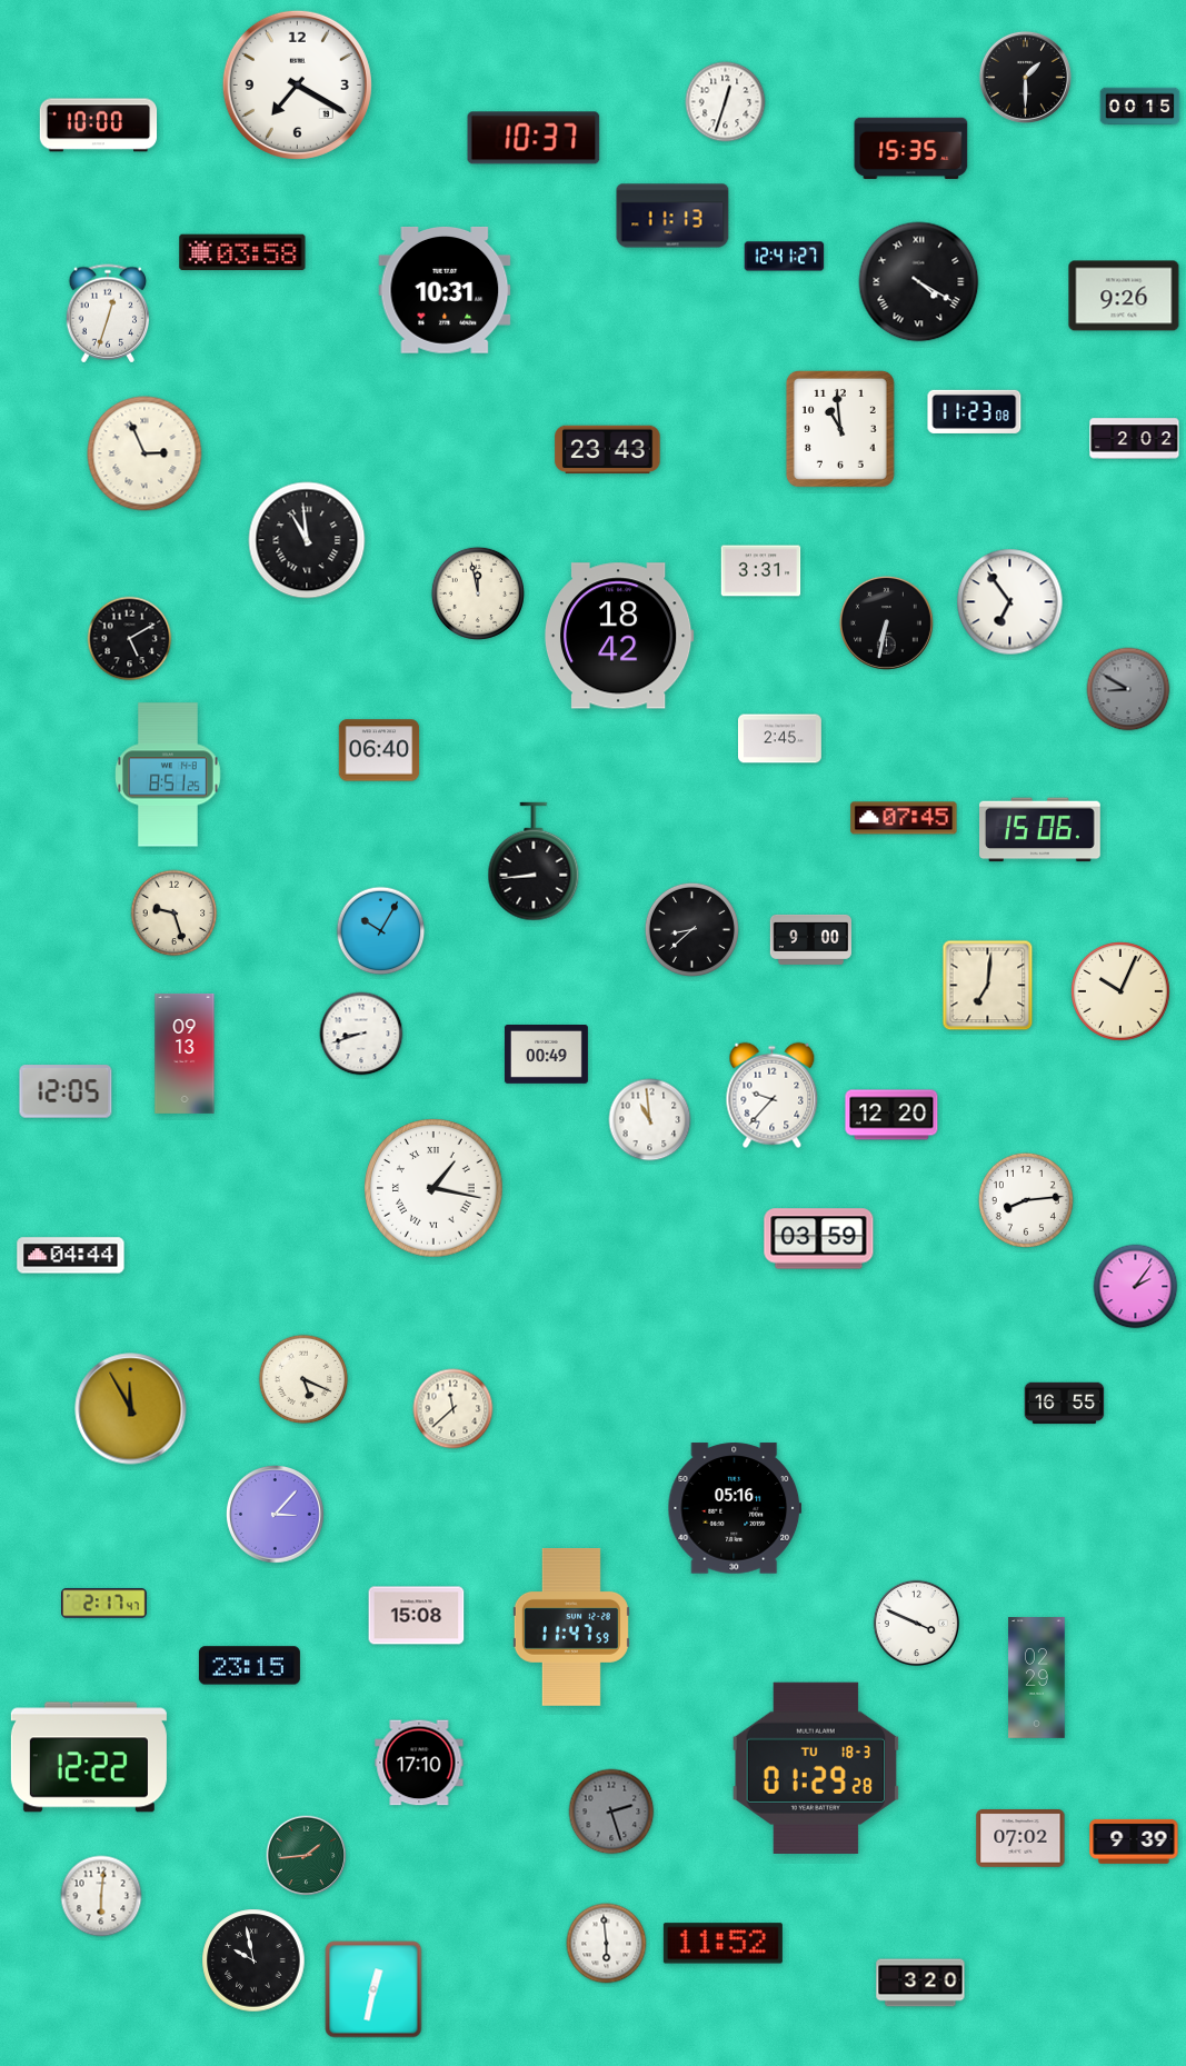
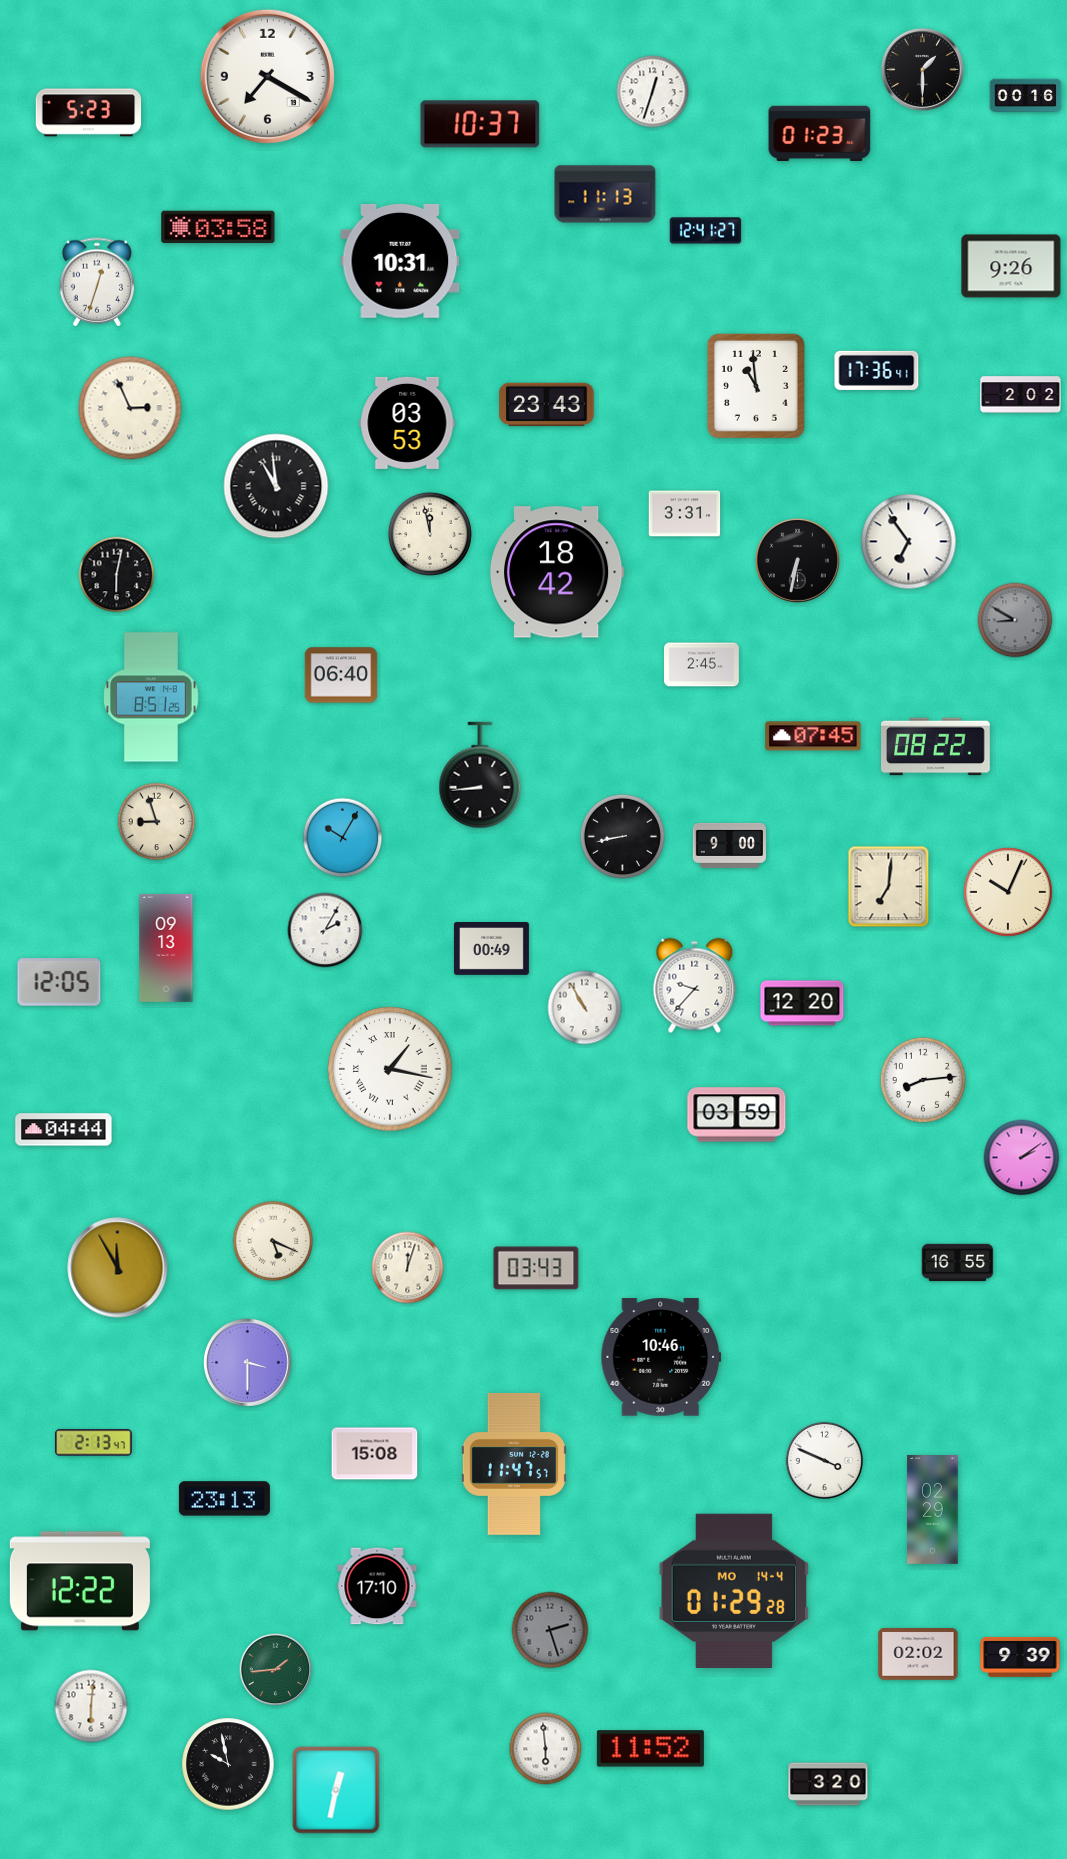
clock at (1140, 107): 00:15 -> 00:16
clock at (99, 126): 10:00 -> 5:23
clock at (911, 149): 15:35 -> 01:23
clock at (919, 282): 4:20 -> none
clock at (975, 411): 11:23 -> 17:36
clock at (407, 423): none -> 03:53
clock at (130, 639): 5:10 -> 6:02
clock at (1040, 830): 15:06 -> 08:22
clock at (175, 914): 9:27 -> 8:57
clock at (691, 929): 8:38 -> 8:43
clock at (361, 1034): 8:42 -> 2:05
clock at (650, 1120): 10:59 -> 10:55
clock at (1136, 1287): 2:06 -> 2:09
clock at (454, 1409): 11:38 -> 12:03
clock at (536, 1268): none -> 03:43
clock at (735, 1508): 05:16 -> 10:46
clock at (276, 1515): 3:07 -> 3:30
clock at (104, 1604): 2:17 -> 2:13
clock at (571, 1628): 11:47:59 -> 11:47:57
clock at (249, 1666): 23:15 -> 23:13
clock at (815, 1768) date: TU 18-3 -> MO 14-4
clock at (1020, 1839): 07:02 -> 02:02
